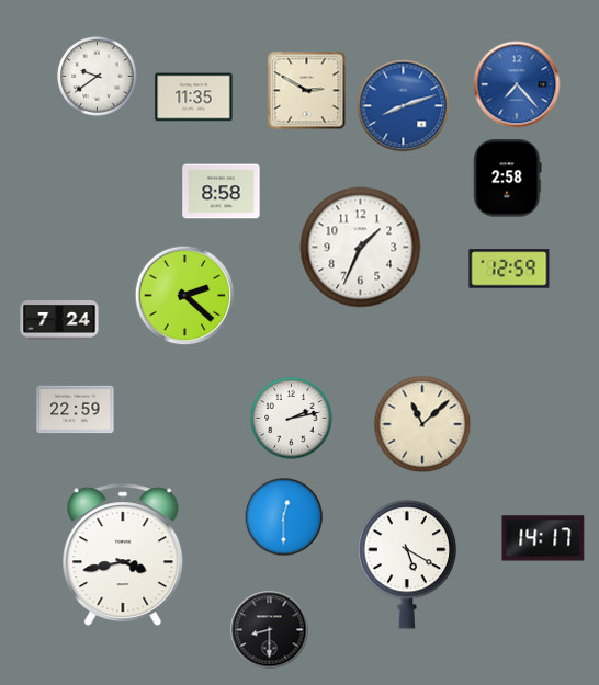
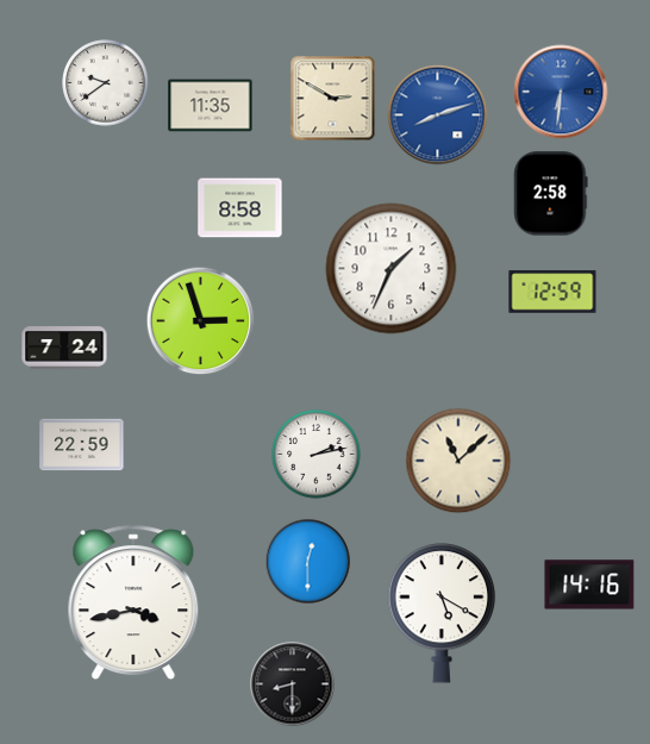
clock at (517, 84): 7:23 -> 6:31
clock at (185, 296): 2:22 -> 2:57
clock at (543, 538): 14:17 -> 14:16
